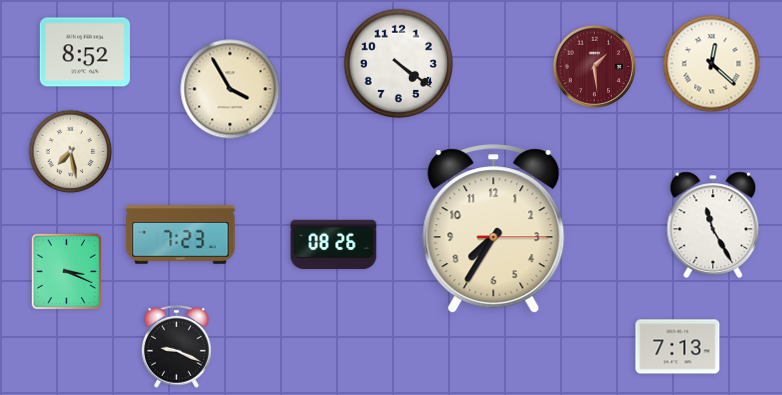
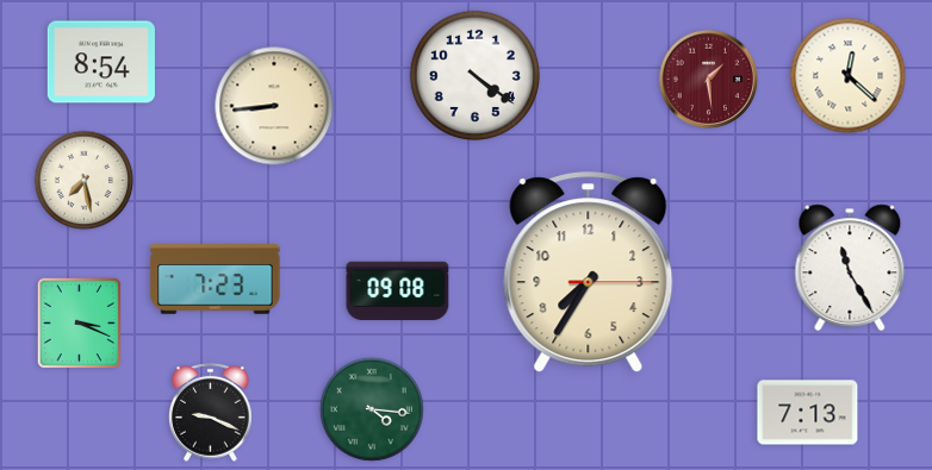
clock at (85, 52): 8:52 -> 8:54
clock at (230, 89): 3:55 -> 8:44
clock at (334, 245): 08:26 -> 09:08
clock at (372, 409): none -> 4:16
